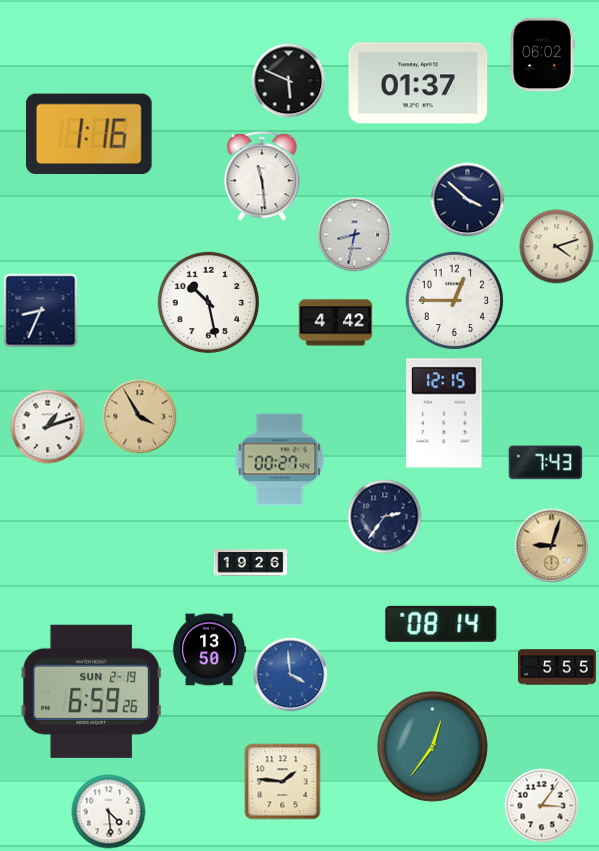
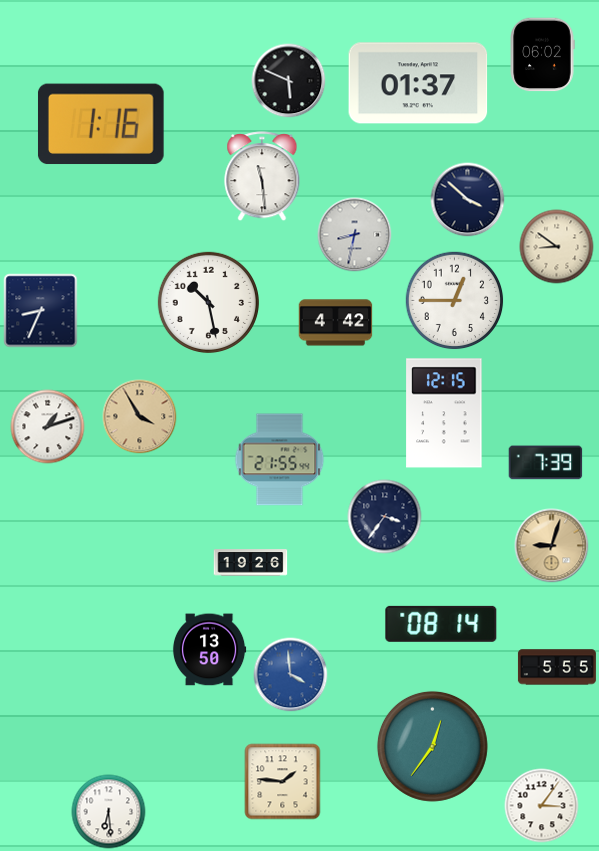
clock at (89, 134) position: (89, 134) -> (101, 124)
clock at (557, 247): 4:12 -> 8:51
clock at (280, 460): 00:27 -> 21:55
clock at (546, 463): 7:43 -> 7:39
clock at (385, 517): 2:36 -> 3:36
clock at (91, 691): 6:59 -> none
clock at (109, 812): 4:29 -> 6:29
